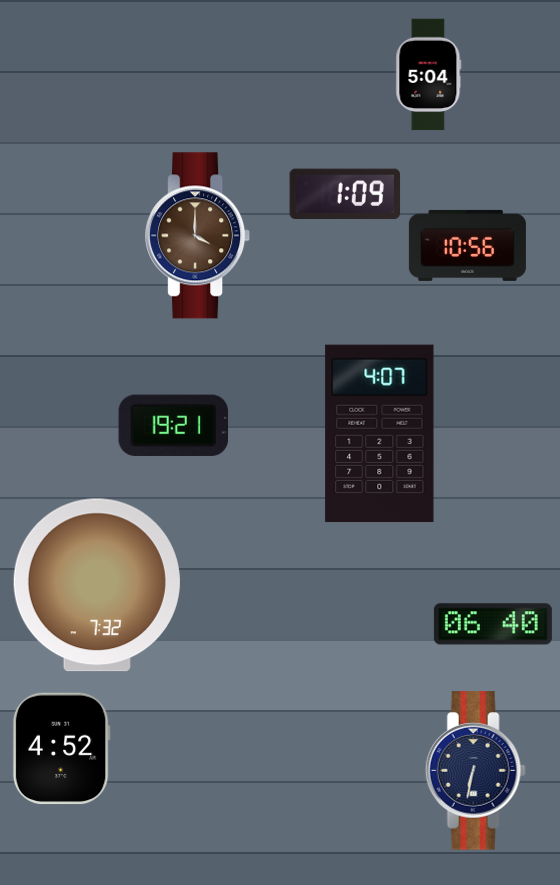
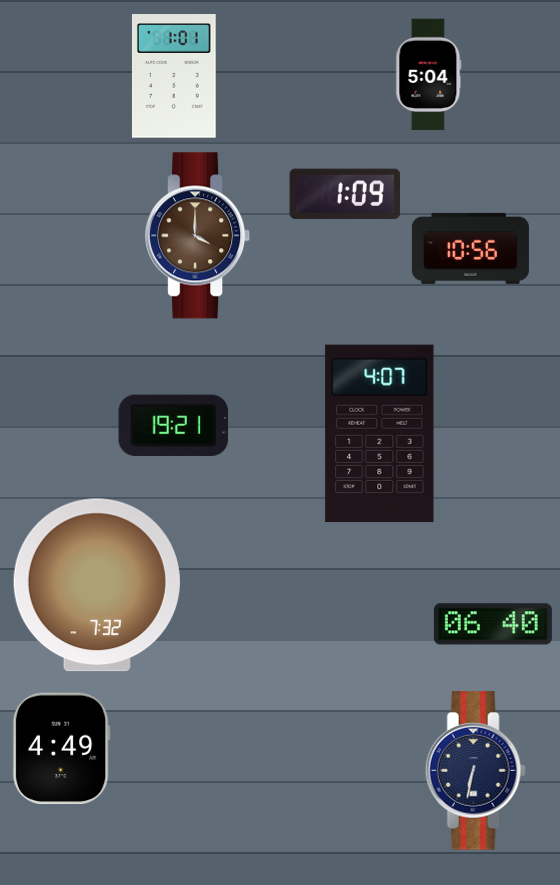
clock at (174, 76): none -> 1:01
clock at (467, 245) position: (467, 245) -> (470, 248)
clock at (61, 749): 4:52 -> 4:49
